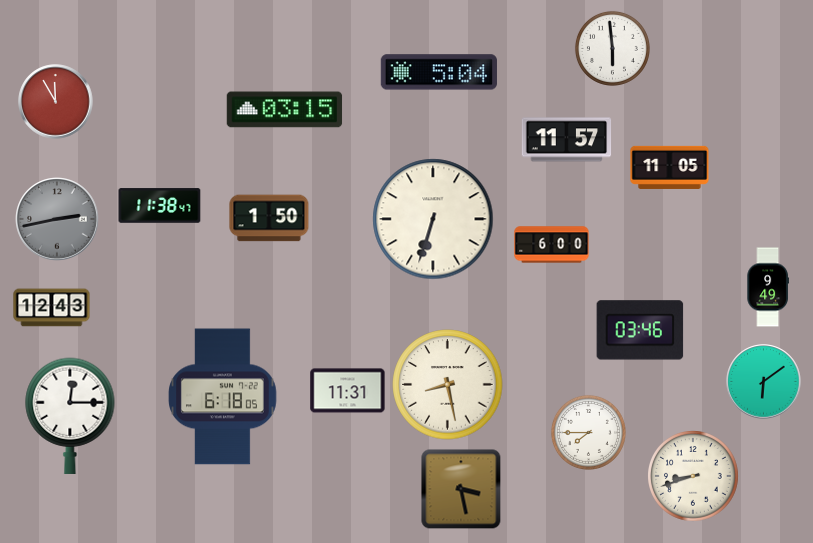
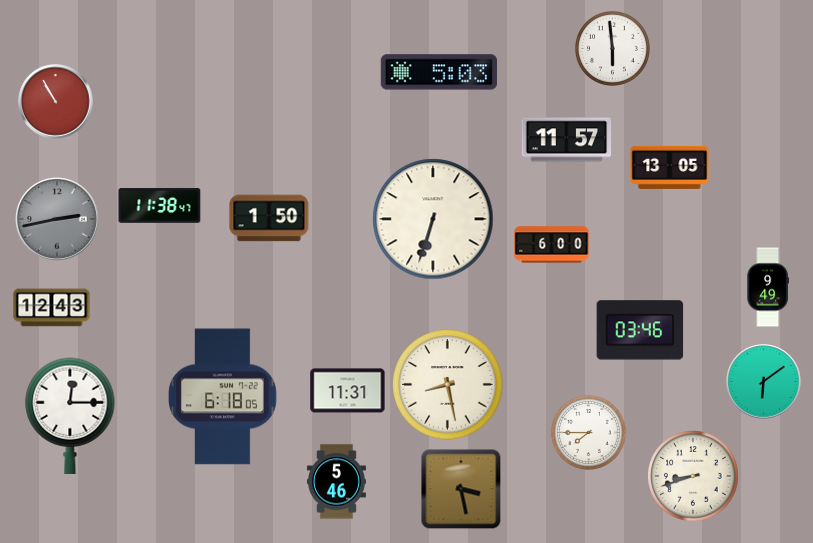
clock at (439, 72): 5:04 -> 5:03
clock at (56, 102): 11:55 -> 10:55
clock at (285, 110): 03:15 -> none
clock at (670, 167): 11:05 -> 13:05
clock at (336, 482): none -> 5:46
